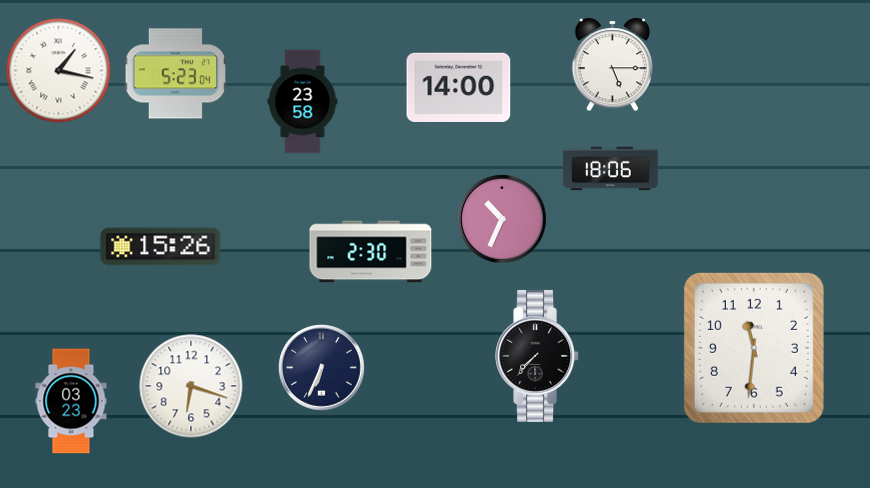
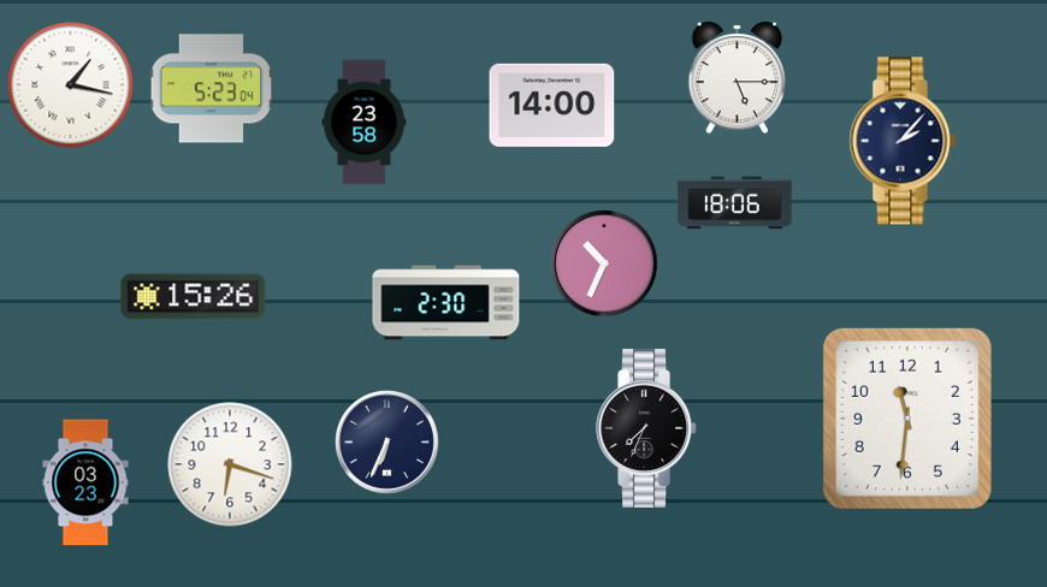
clock at (903, 141): none -> 2:07
clock at (538, 356): 7:37 -> 7:34
